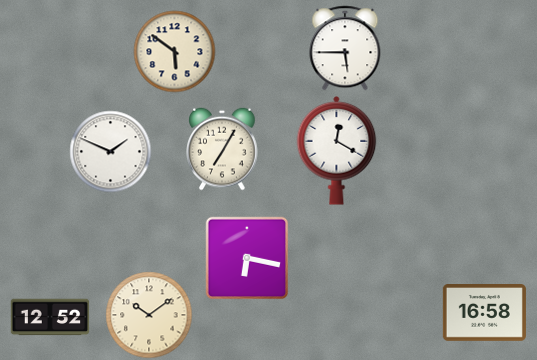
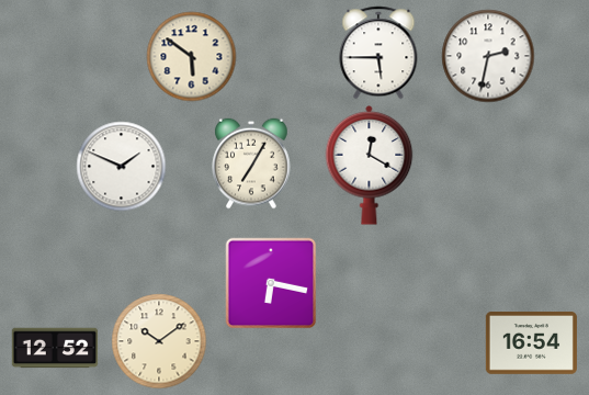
clock at (488, 56): none -> 2:32
clock at (222, 149) position: (222, 149) -> (251, 163)
clock at (484, 313): 16:58 -> 16:54
clock at (149, 315) position: (149, 315) -> (159, 341)
